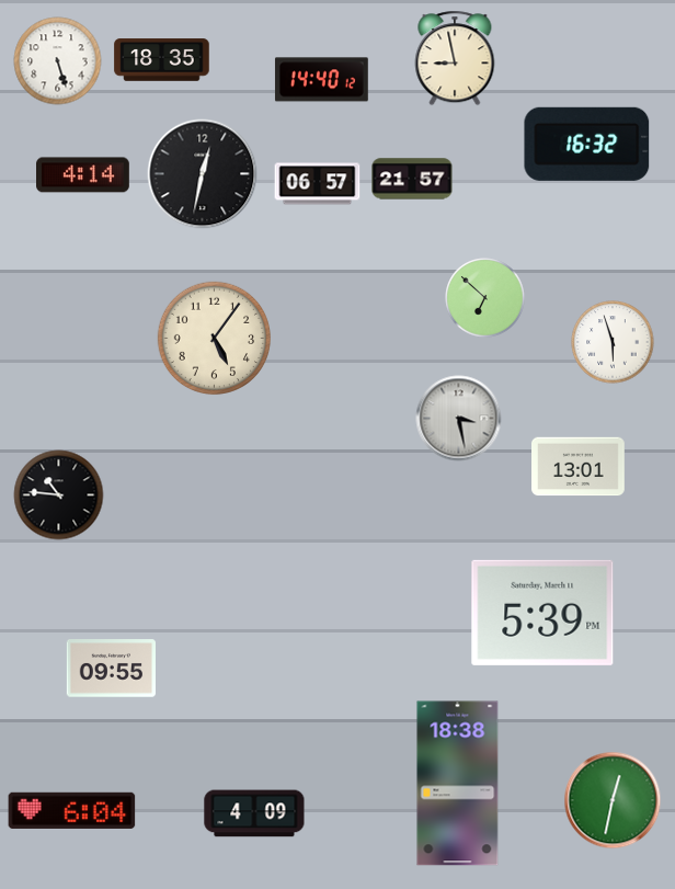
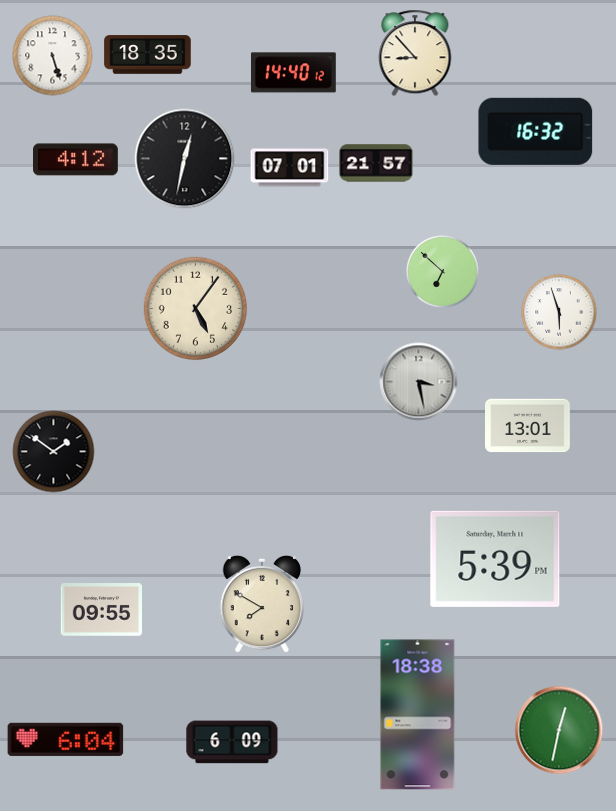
clock at (455, 58): 8:58 -> 8:53
clock at (83, 175): 4:14 -> 4:12
clock at (318, 184): 06:57 -> 07:01
clock at (59, 495): 10:46 -> 1:51
clock at (262, 604): none -> 7:50
clock at (254, 813): 4:09 -> 6:09
